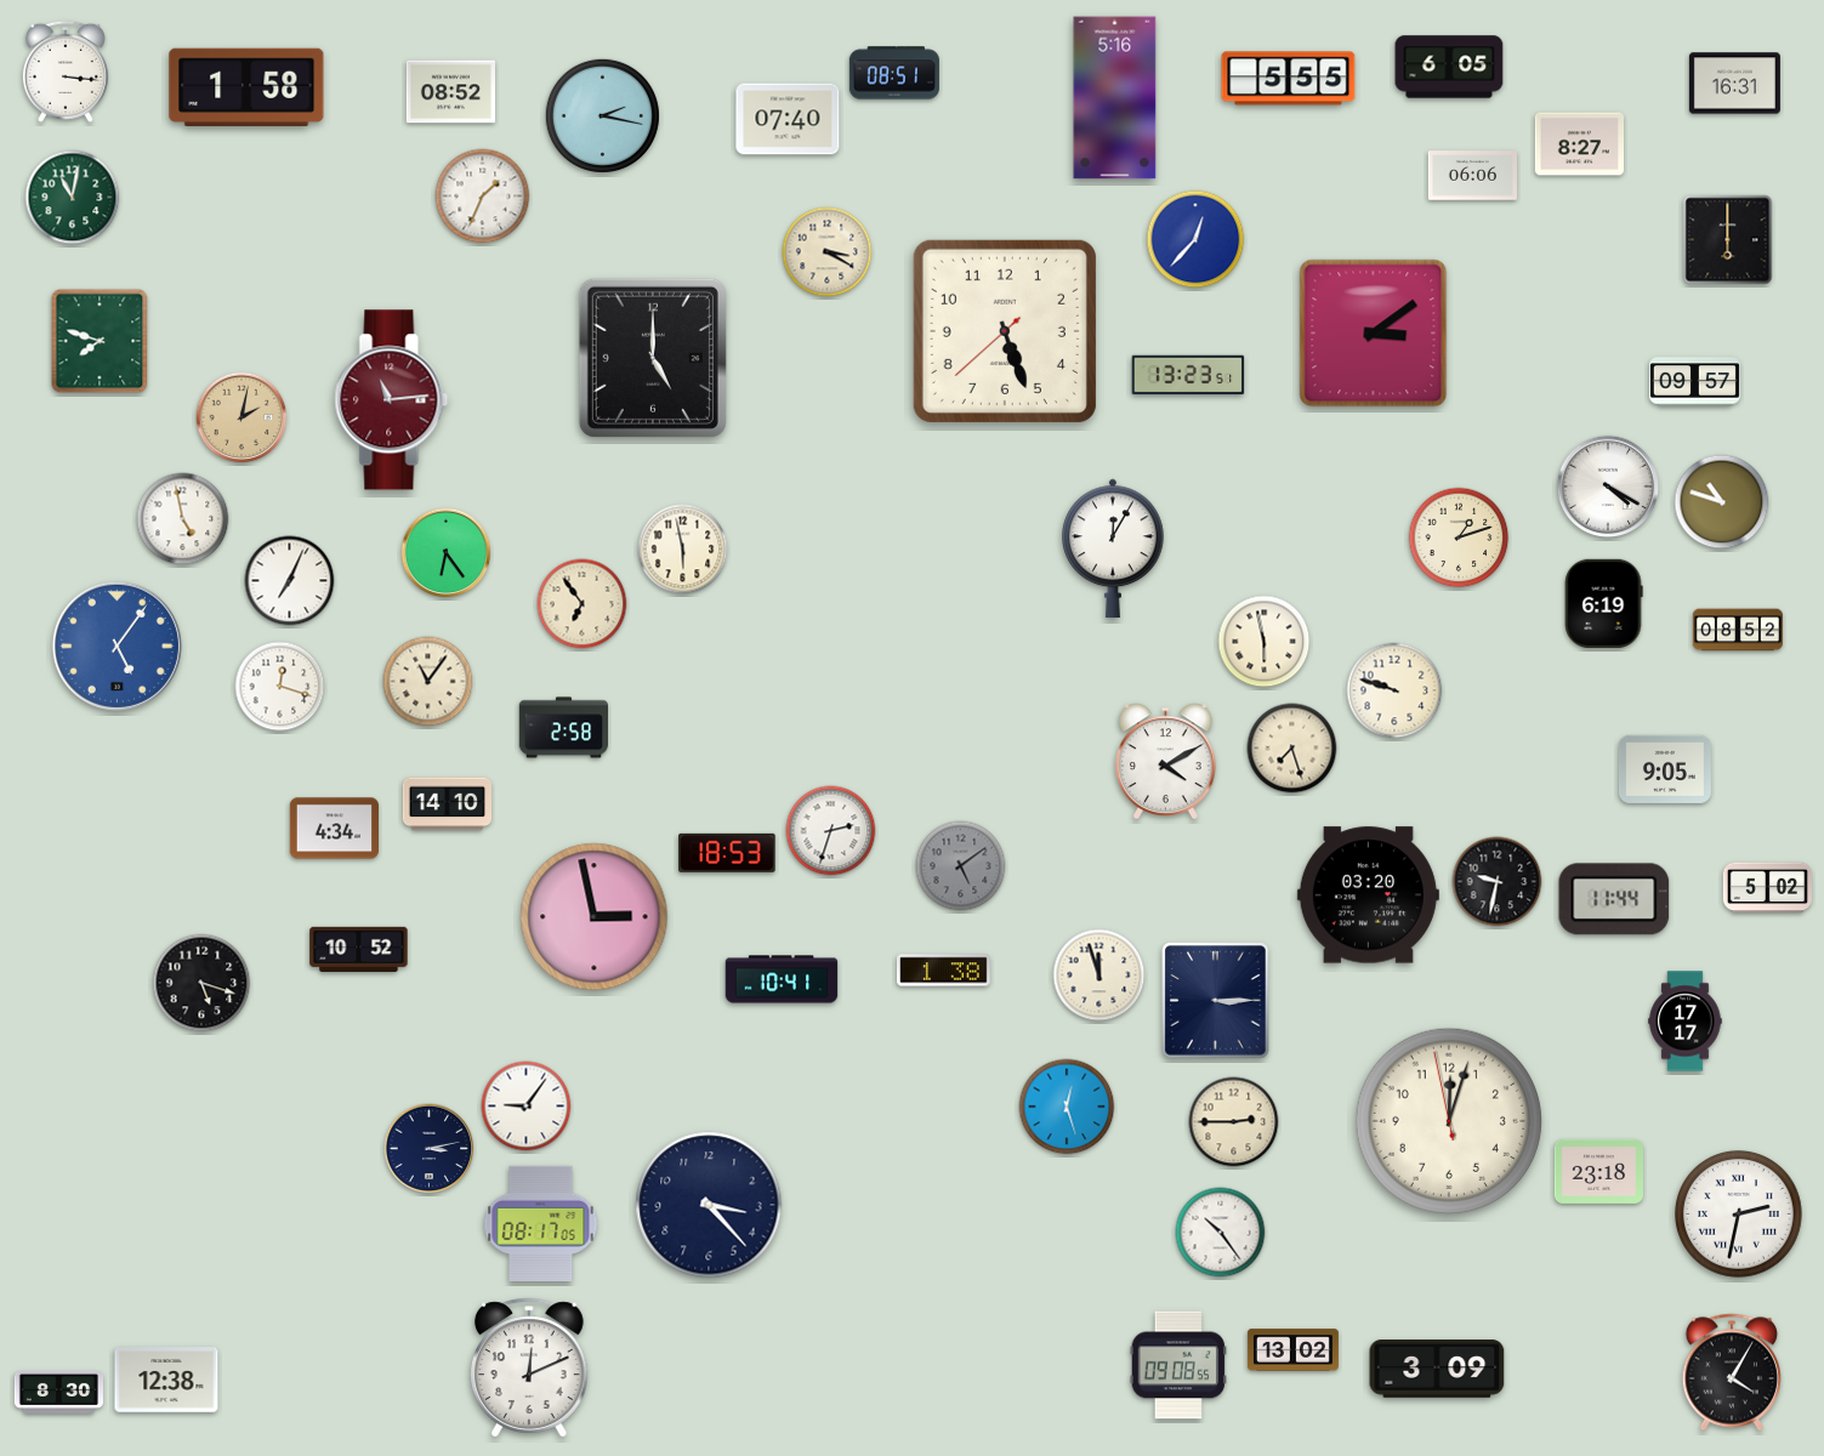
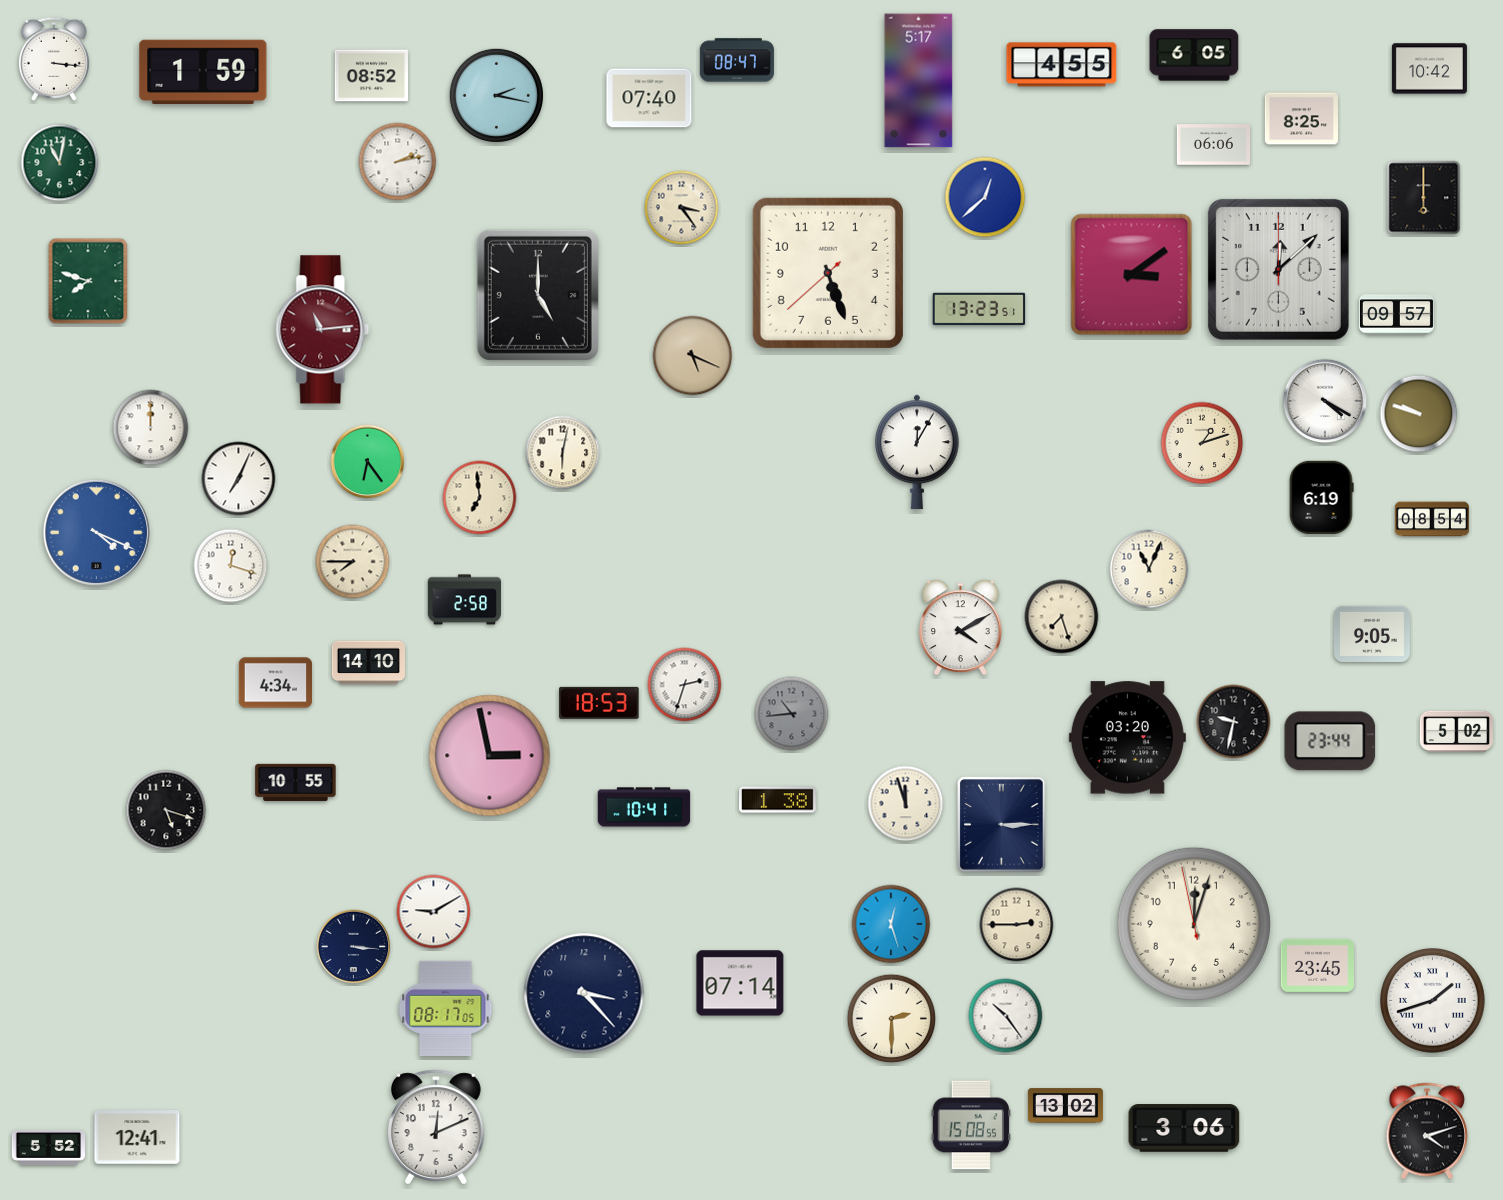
clock at (894, 73): 08:51 -> 08:47
clock at (1289, 79): 5:55 -> 4:55
clock at (1734, 84): 16:31 -> 10:42
clock at (246, 86): 1:58 -> 1:59
clock at (1115, 98): 5:16 -> 5:17
clock at (1579, 144): 8:27 -> 8:25
clock at (483, 197): 1:34 -> 2:13
clock at (1195, 239): 12:37 -> 12:38
clock at (828, 252): 3:20 -> 3:24
clock at (1278, 269): none -> 12:08
clock at (100, 341) position: (100, 341) -> (88, 281)
clock at (242, 417): 2:02 -> none
clock at (693, 356): none -> 5:19
clock at (1722, 502): 10:48 -> 9:48
clock at (183, 519): 4:58 -> 12:00
clock at (683, 550): 5:58 -> 6:02
clock at (447, 553) position: (447, 553) -> (368, 462)
clock at (583, 604): 6:54 -> 6:59
clock at (1738, 630): 08:52 -> 08:54
clock at (1265, 642): 5:58 -> none
clock at (117, 645): 5:06 -> 4:19
clock at (428, 682): 11:06 -> 7:45
clock at (1394, 690): 9:48 -> 11:04
clock at (1292, 749) position: (1292, 749) -> (1062, 617)
clock at (961, 866): 5:09 -> 10:44
clock at (1498, 882) position: (1498, 882) -> (1234, 722)
clock at (1614, 899): 11:44 -> 23:44
clock at (359, 949): 10:52 -> 10:55
clock at (1686, 1022): 17:17 -> none
clock at (527, 1107): 9:06 -> 9:10
clock at (1067, 1107) position: (1067, 1107) -> (891, 924)
clock at (430, 1149): 3:13 -> 3:16
clock at (1598, 1171): 23:18 -> 23:45
clock at (740, 983): none -> 07:14
clock at (1739, 1215): 2:32 -> 1:42
clock at (892, 1019): none -> 2:30
clock at (1292, 1350) position: (1292, 1350) -> (1065, 1106)
clock at (1178, 1365): 09:08 -> 15:08
clock at (1437, 1369): 3:09 -> 3:06
clock at (1731, 1372): 4:05 -> 4:12
clock at (166, 1380): 12:38 -> 12:41
clock at (59, 1392): 8:30 -> 5:52
